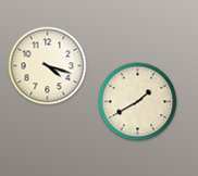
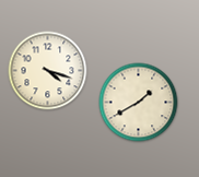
clock at (48, 66) position: (48, 66) -> (48, 71)
